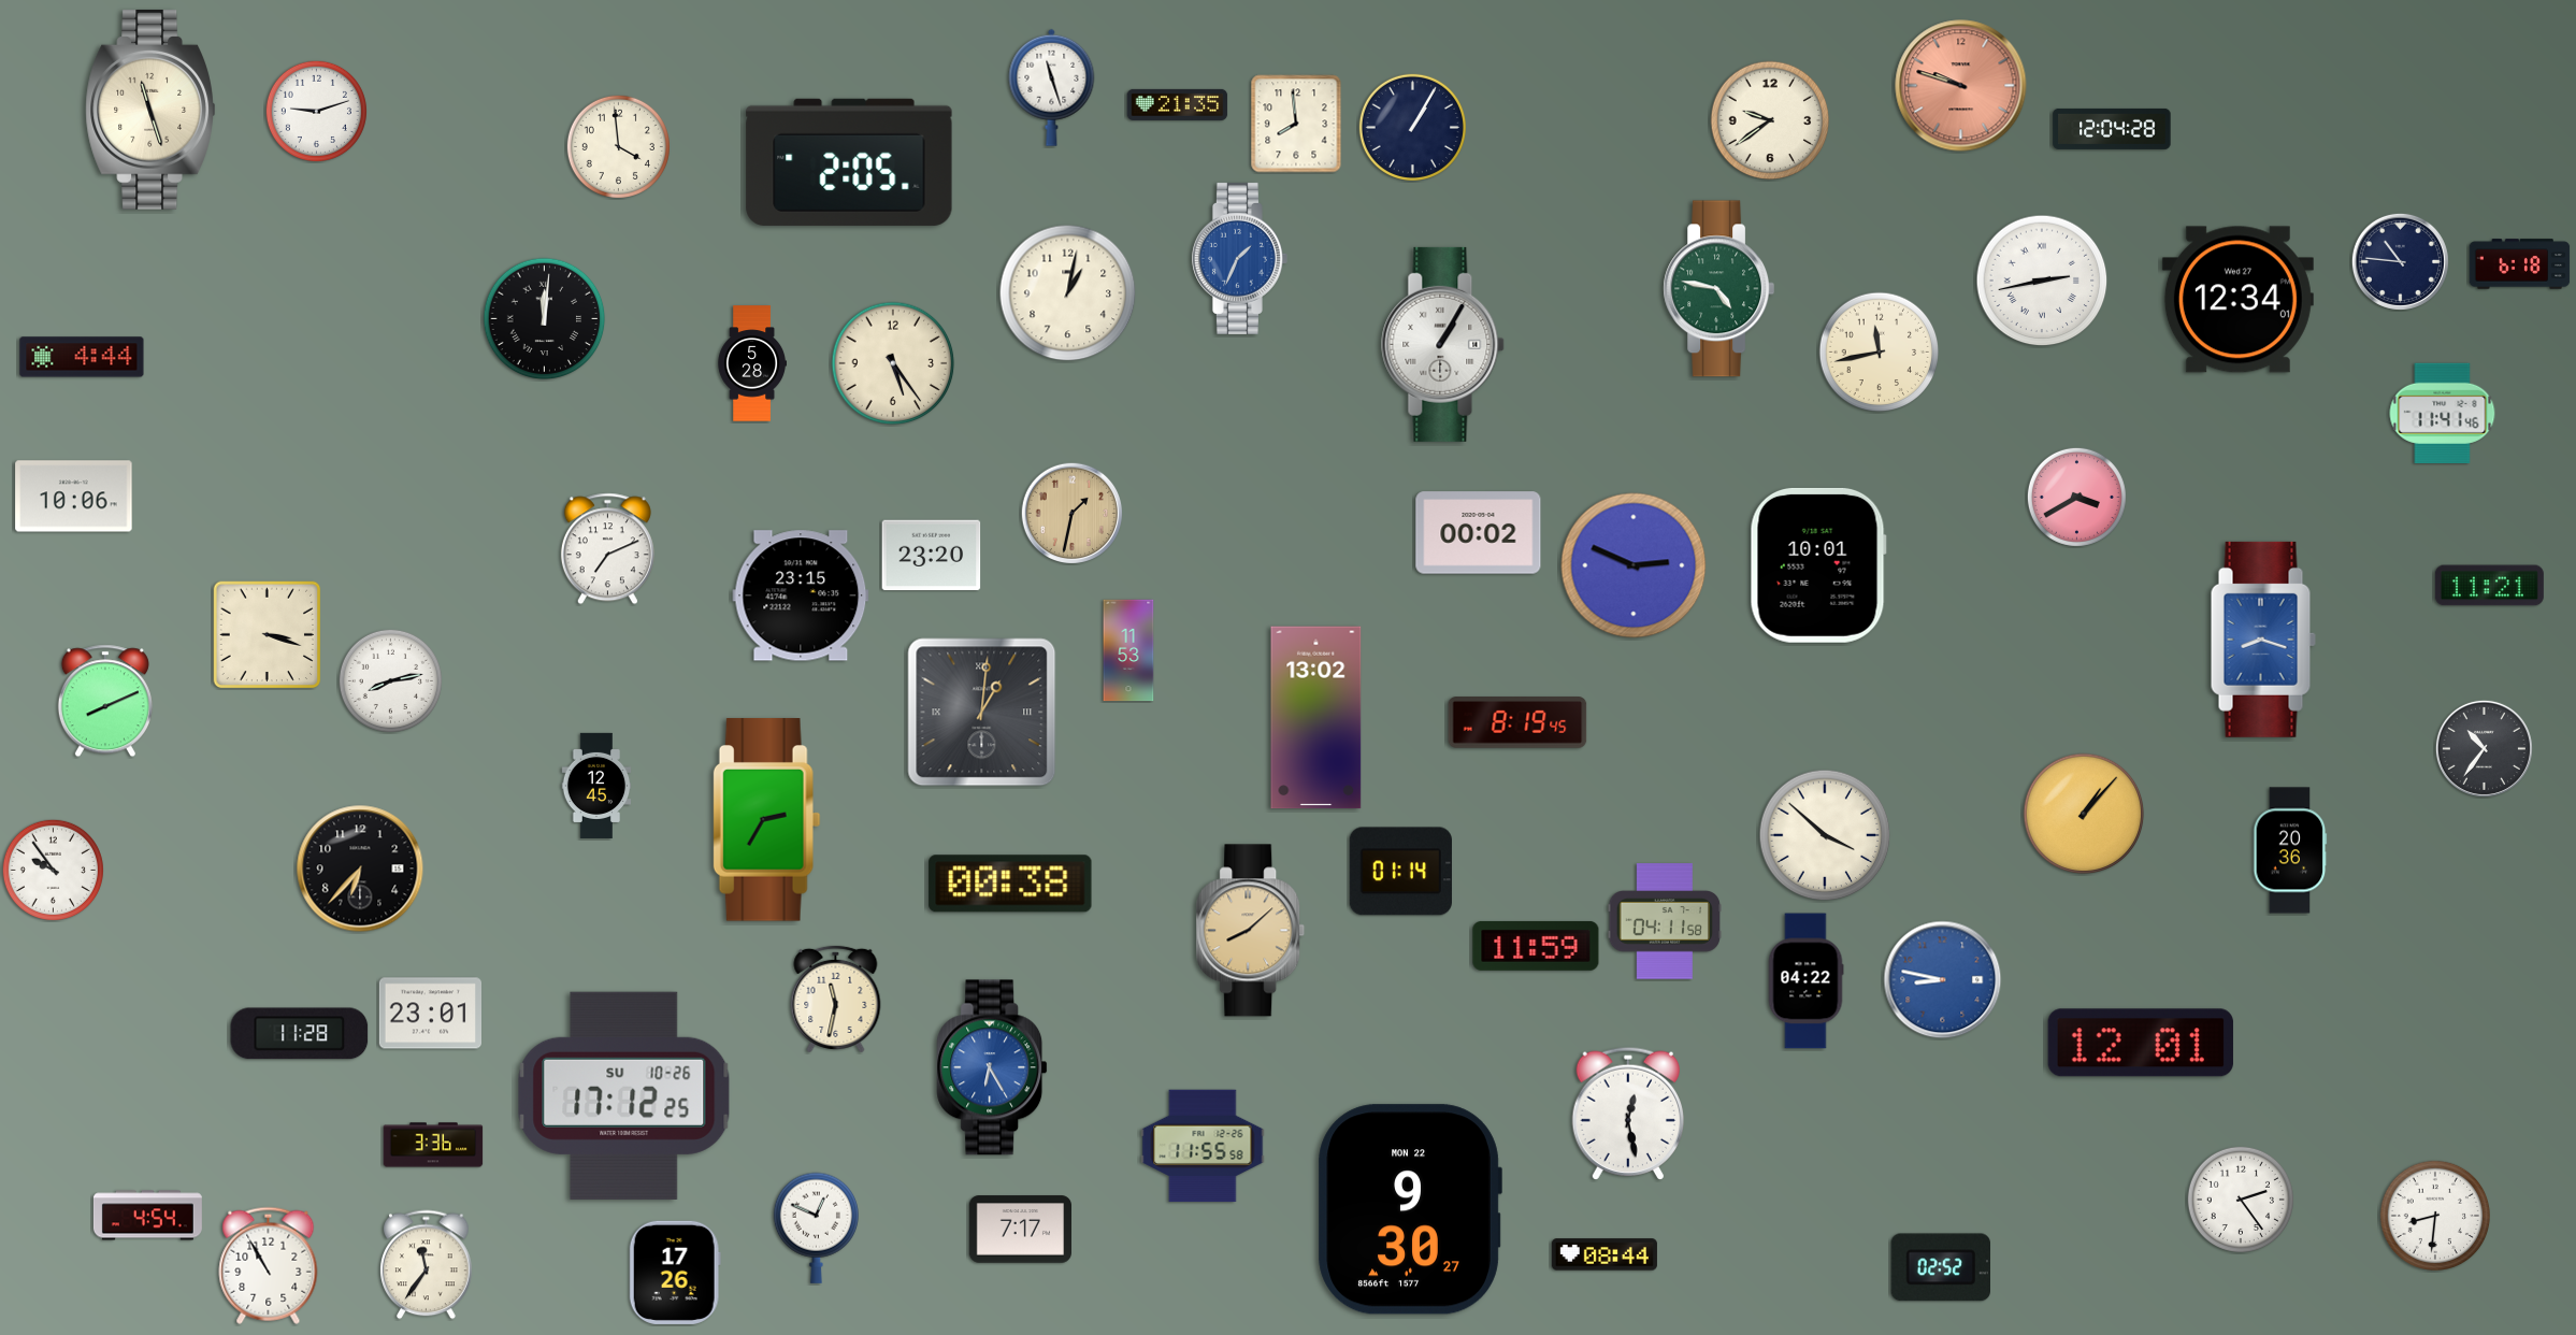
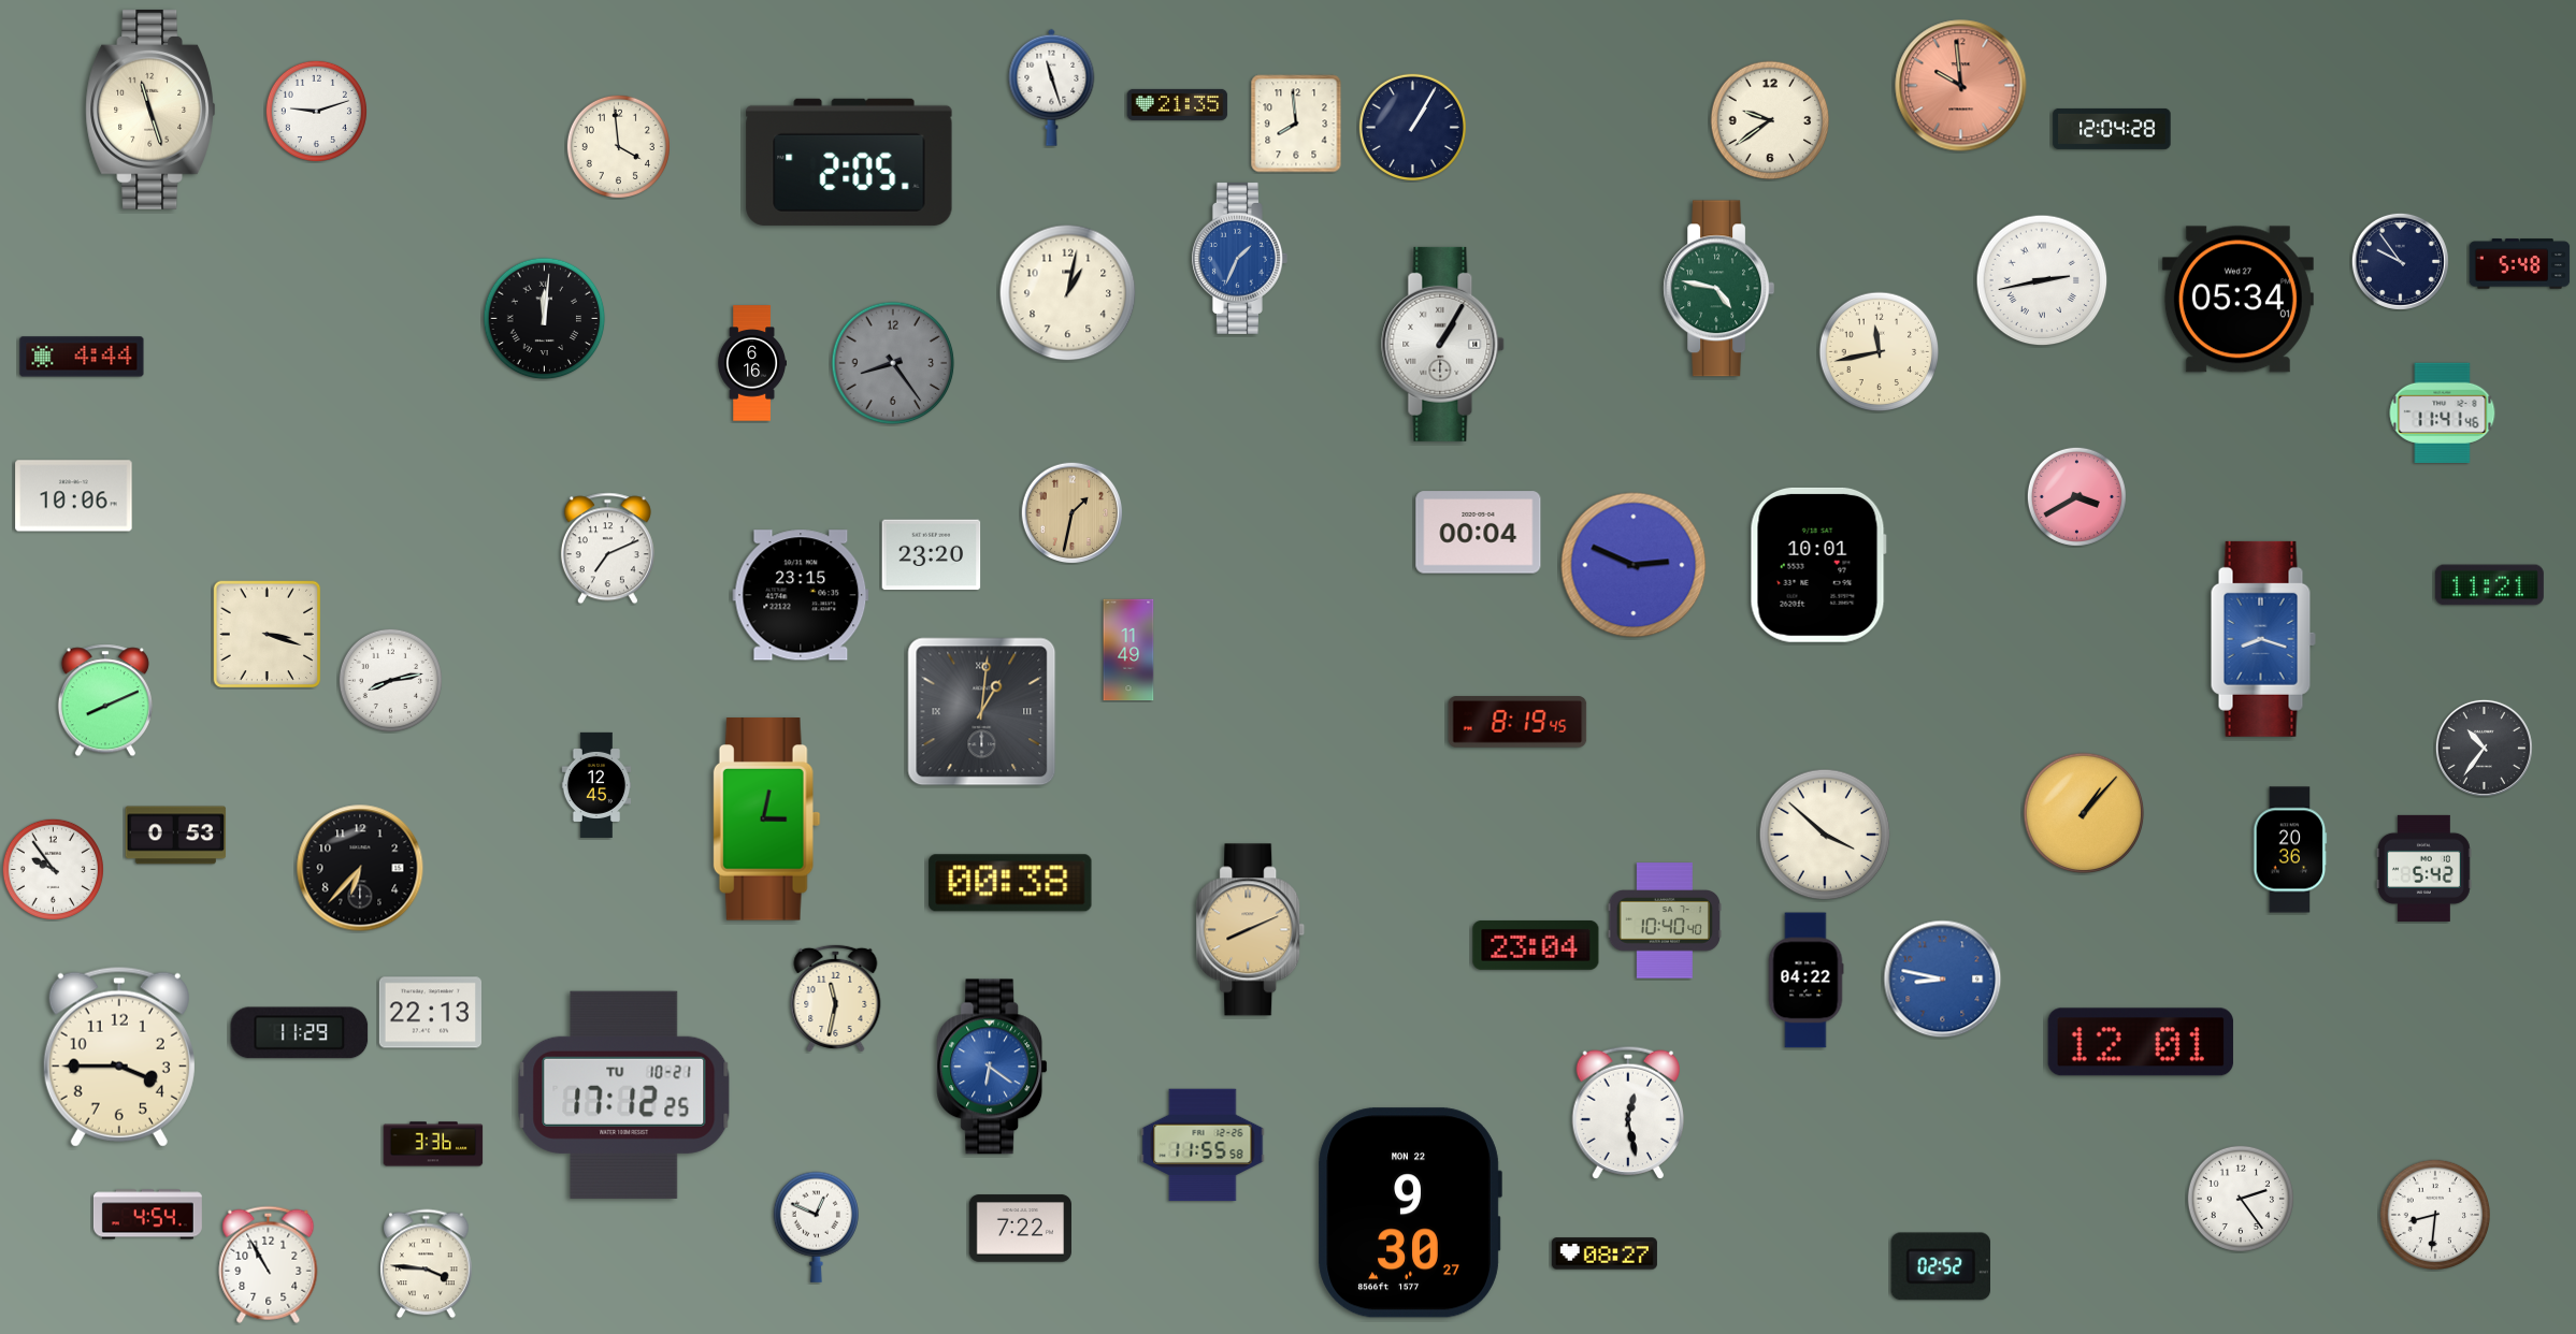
clock at (1961, 86): 9:48 -> 9:59
clock at (2400, 261): 10:46 -> 9:54
clock at (2520, 264): 6:18 -> 5:48
clock at (2237, 300): 12:34 -> 05:34
clock at (751, 363): 5:28 -> 6:16
clock at (893, 363): 5:24 -> 8:24
clock at (893, 363) dial: cream -> grey
clock at (1479, 533): 00:02 -> 00:04
clock at (1128, 650): 11:53 -> 11:49
clock at (1316, 718): 13:02 -> none
clock at (766, 820): 2:35 -> 3:02
clock at (176, 836): none -> 0:53
clock at (2424, 868): none -> 5:42
clock at (1400, 872): 01:14 -> none
clock at (1665, 921): 04:11 -> 10:40
clock at (1251, 931): 8:08 -> 8:11
clock at (1536, 946): 11:59 -> 23:04
clock at (430, 1014): 23:01 -> 22:13
clock at (300, 1034): 11:28 -> 11:29
clock at (119, 1057): none -> 3:45
clock at (992, 1067): 6:25 -> 6:21
clock at (624, 1095) date: SU 10-26 -> TU 10-21
clock at (1410, 1209) position: (1410, 1209) -> (1410, 1213)
clock at (1020, 1230): 7:17 -> 7:22
clock at (1604, 1254): 08:44 -> 08:27
clock at (427, 1265): 11:36 -> 3:46
clock at (675, 1273): 17:26 -> none
